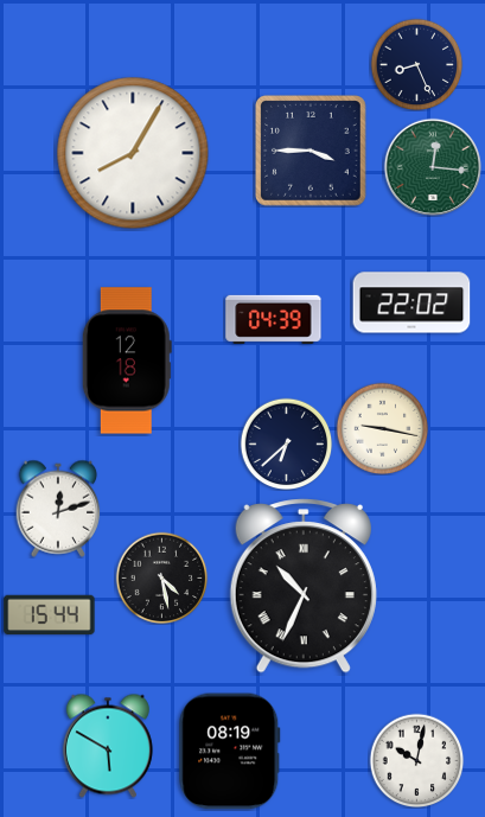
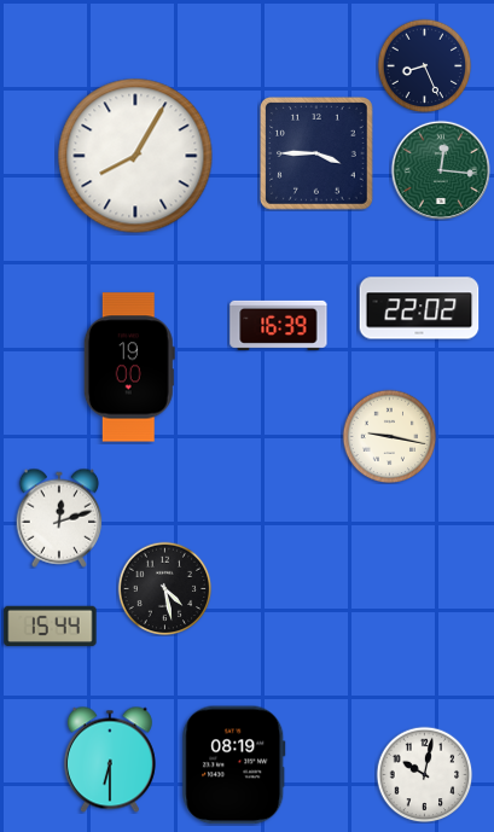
clock at (274, 319): 04:39 -> 16:39
clock at (127, 360): 12:18 -> 19:00
clock at (286, 443): 6:38 -> none
clock at (304, 586): 10:34 -> none
clock at (108, 746): 5:50 -> 6:30
